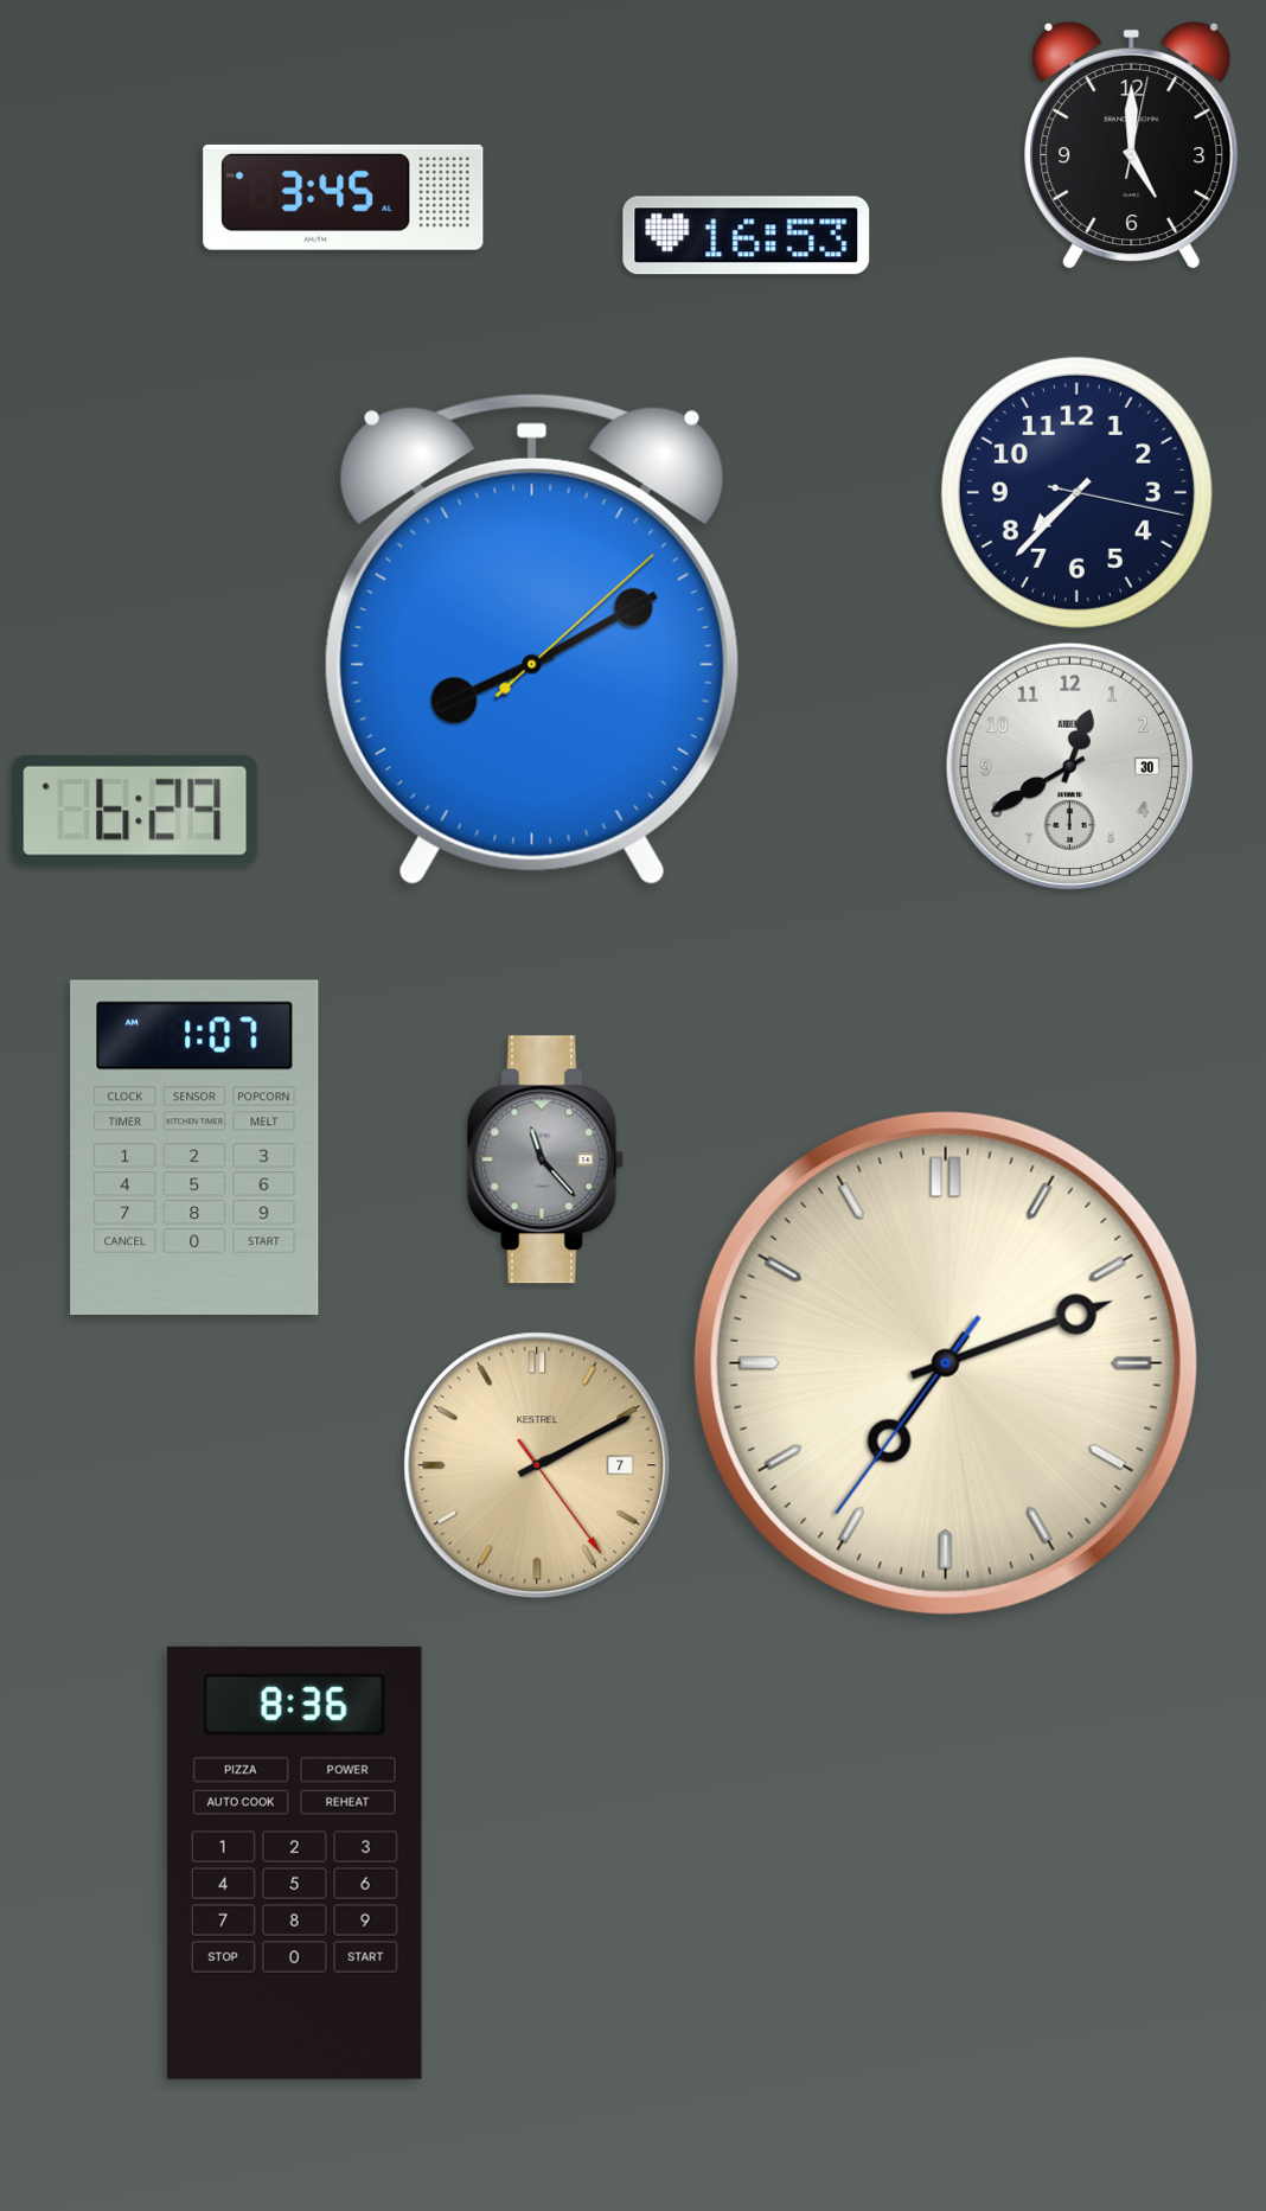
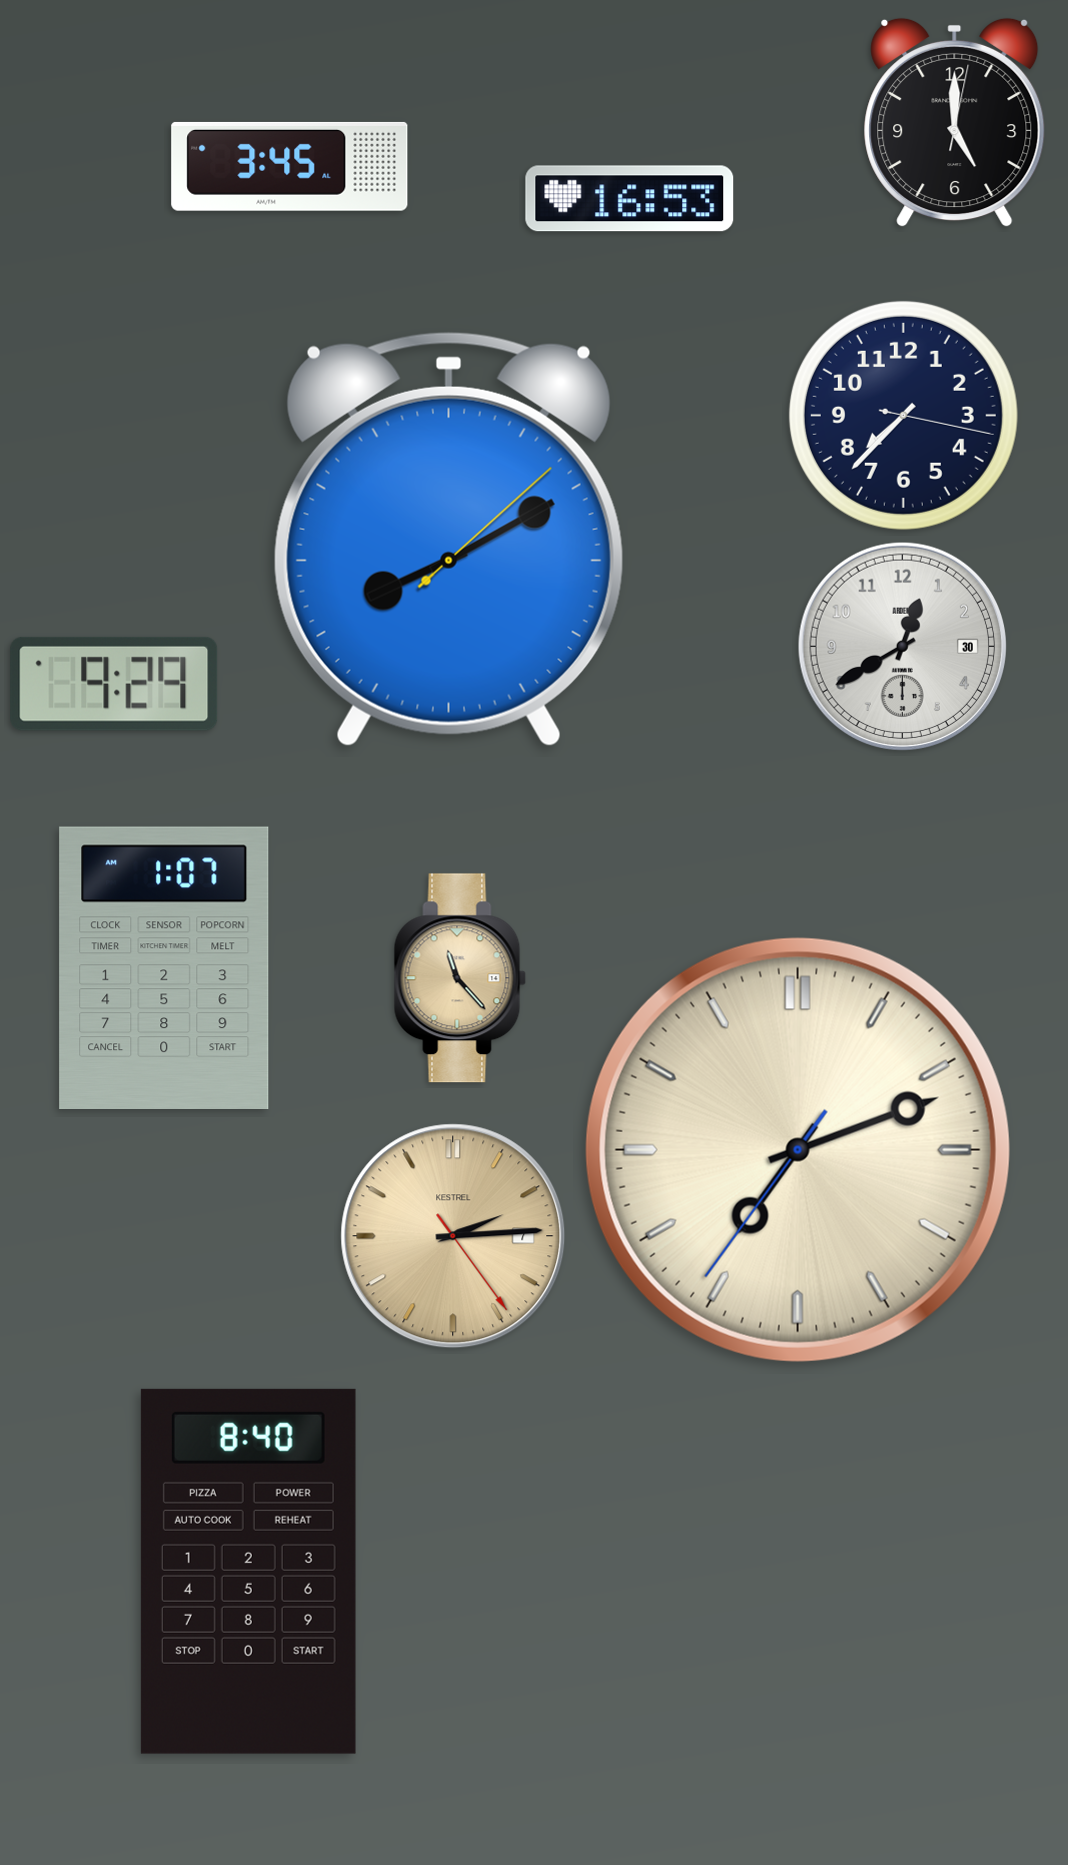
clock at (1076, 492) position: (1076, 492) -> (903, 415)
clock at (135, 811): 6:29 -> 9:29
clock at (545, 1159) dial: grey -> champagne
clock at (537, 1465): 2:10 -> 2:14
clock at (294, 1862): 8:36 -> 8:40
